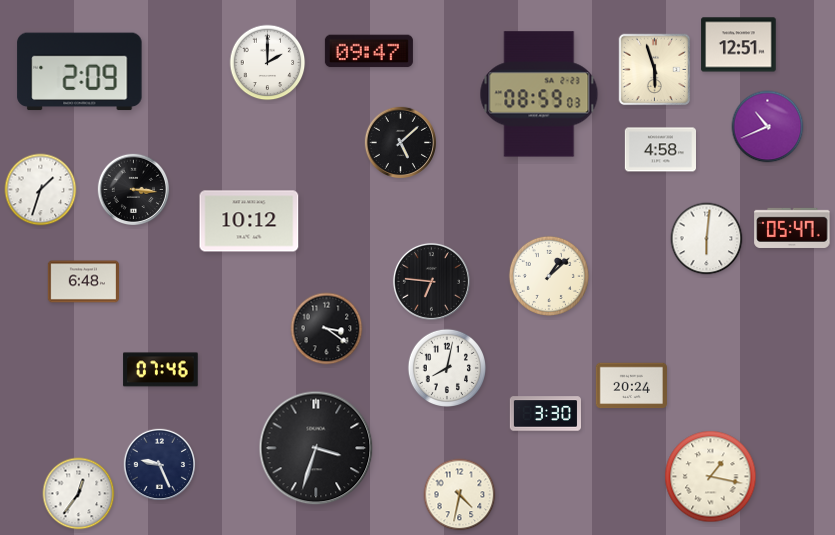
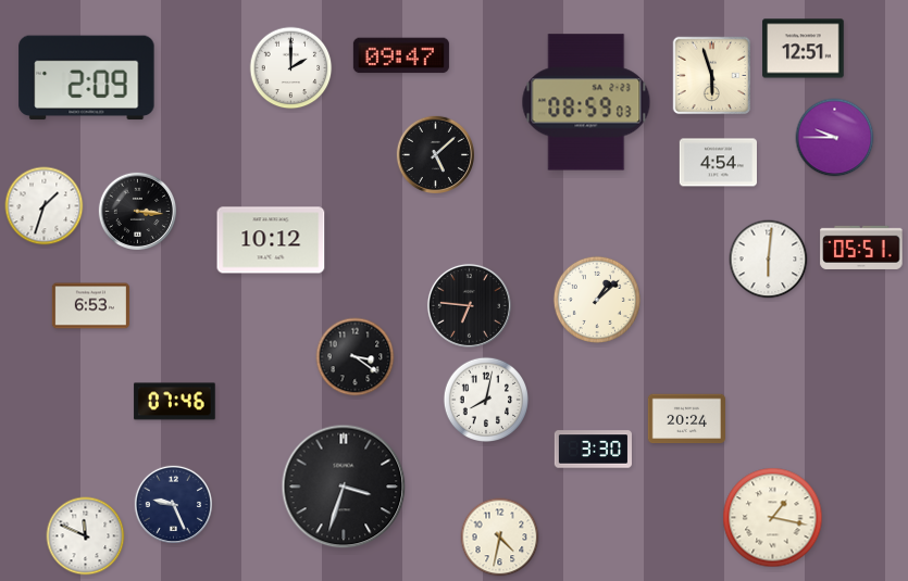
clock at (768, 127): 10:41 -> 9:45
clock at (660, 150): 4:58 -> 4:54
clock at (133, 189) position: (133, 189) -> (137, 211)
clock at (792, 228): 05:47 -> 05:51
clock at (83, 282): 6:48 -> 6:53
clock at (79, 494): 12:36 -> 11:49
